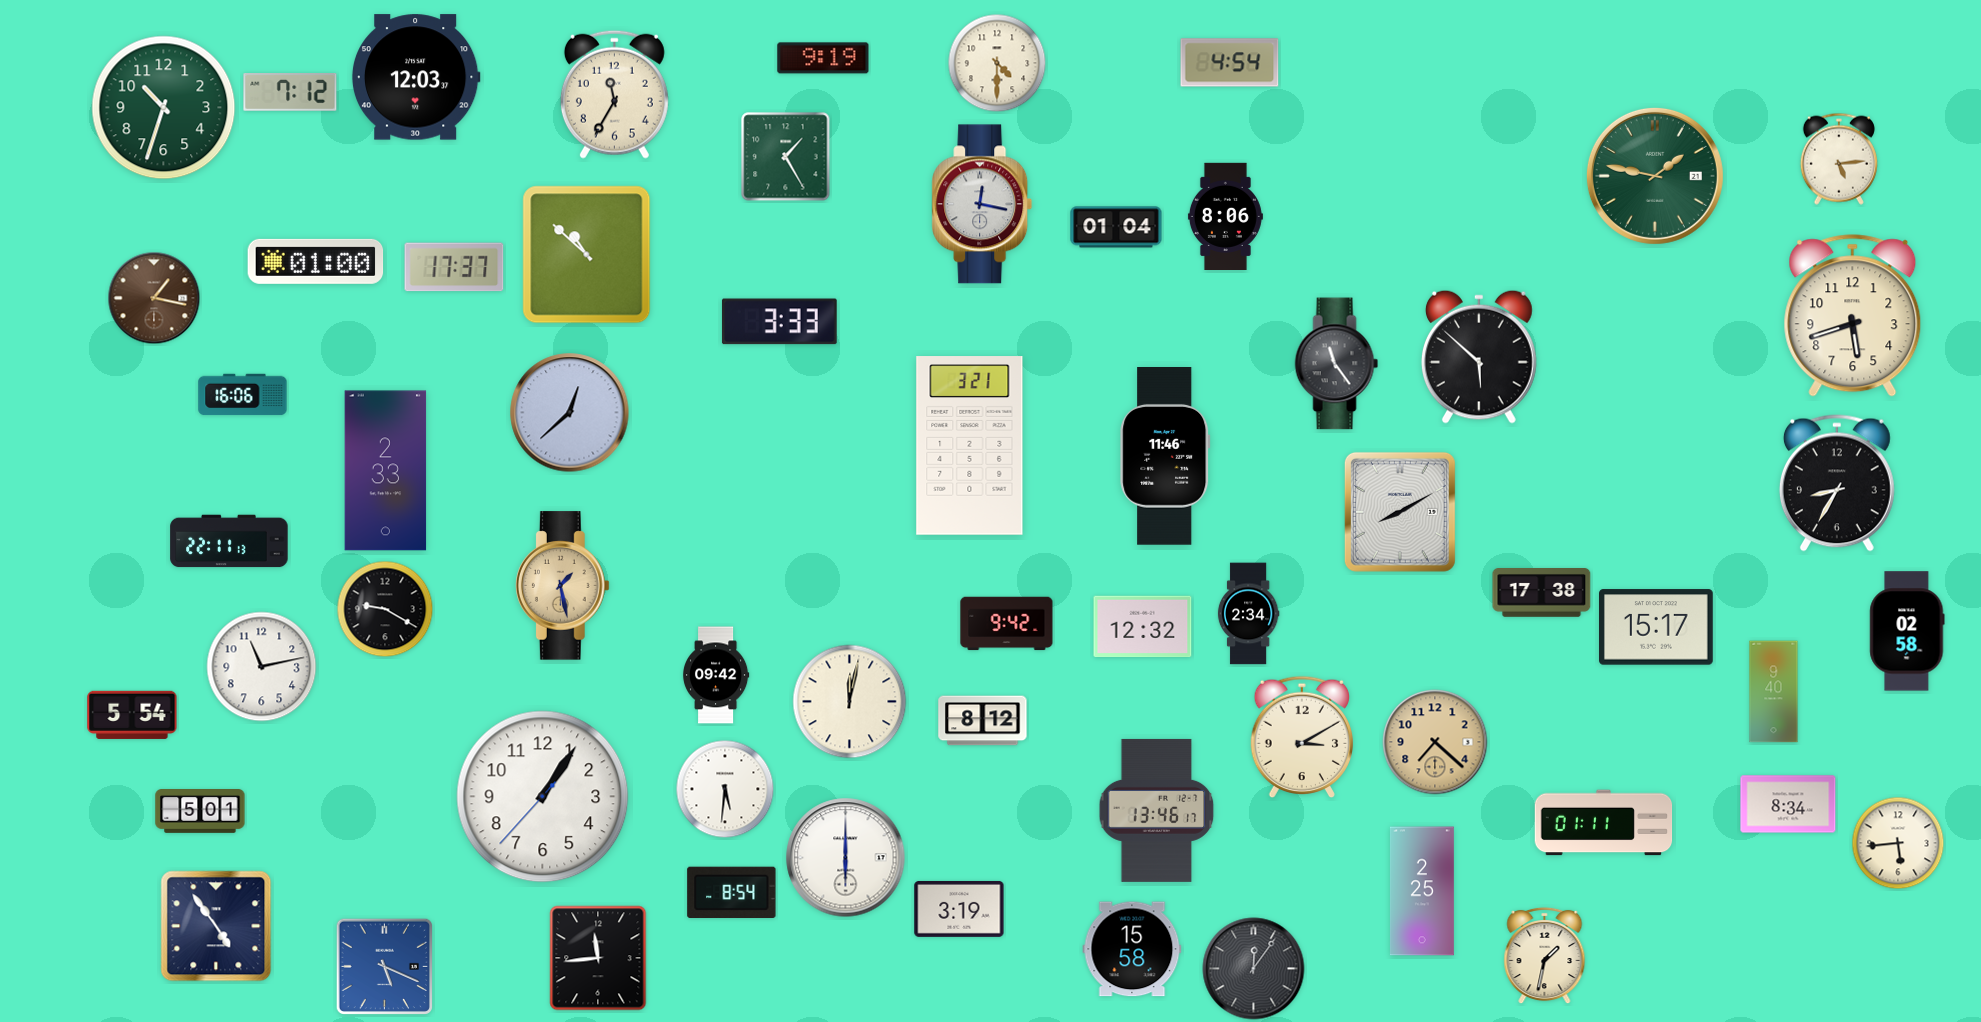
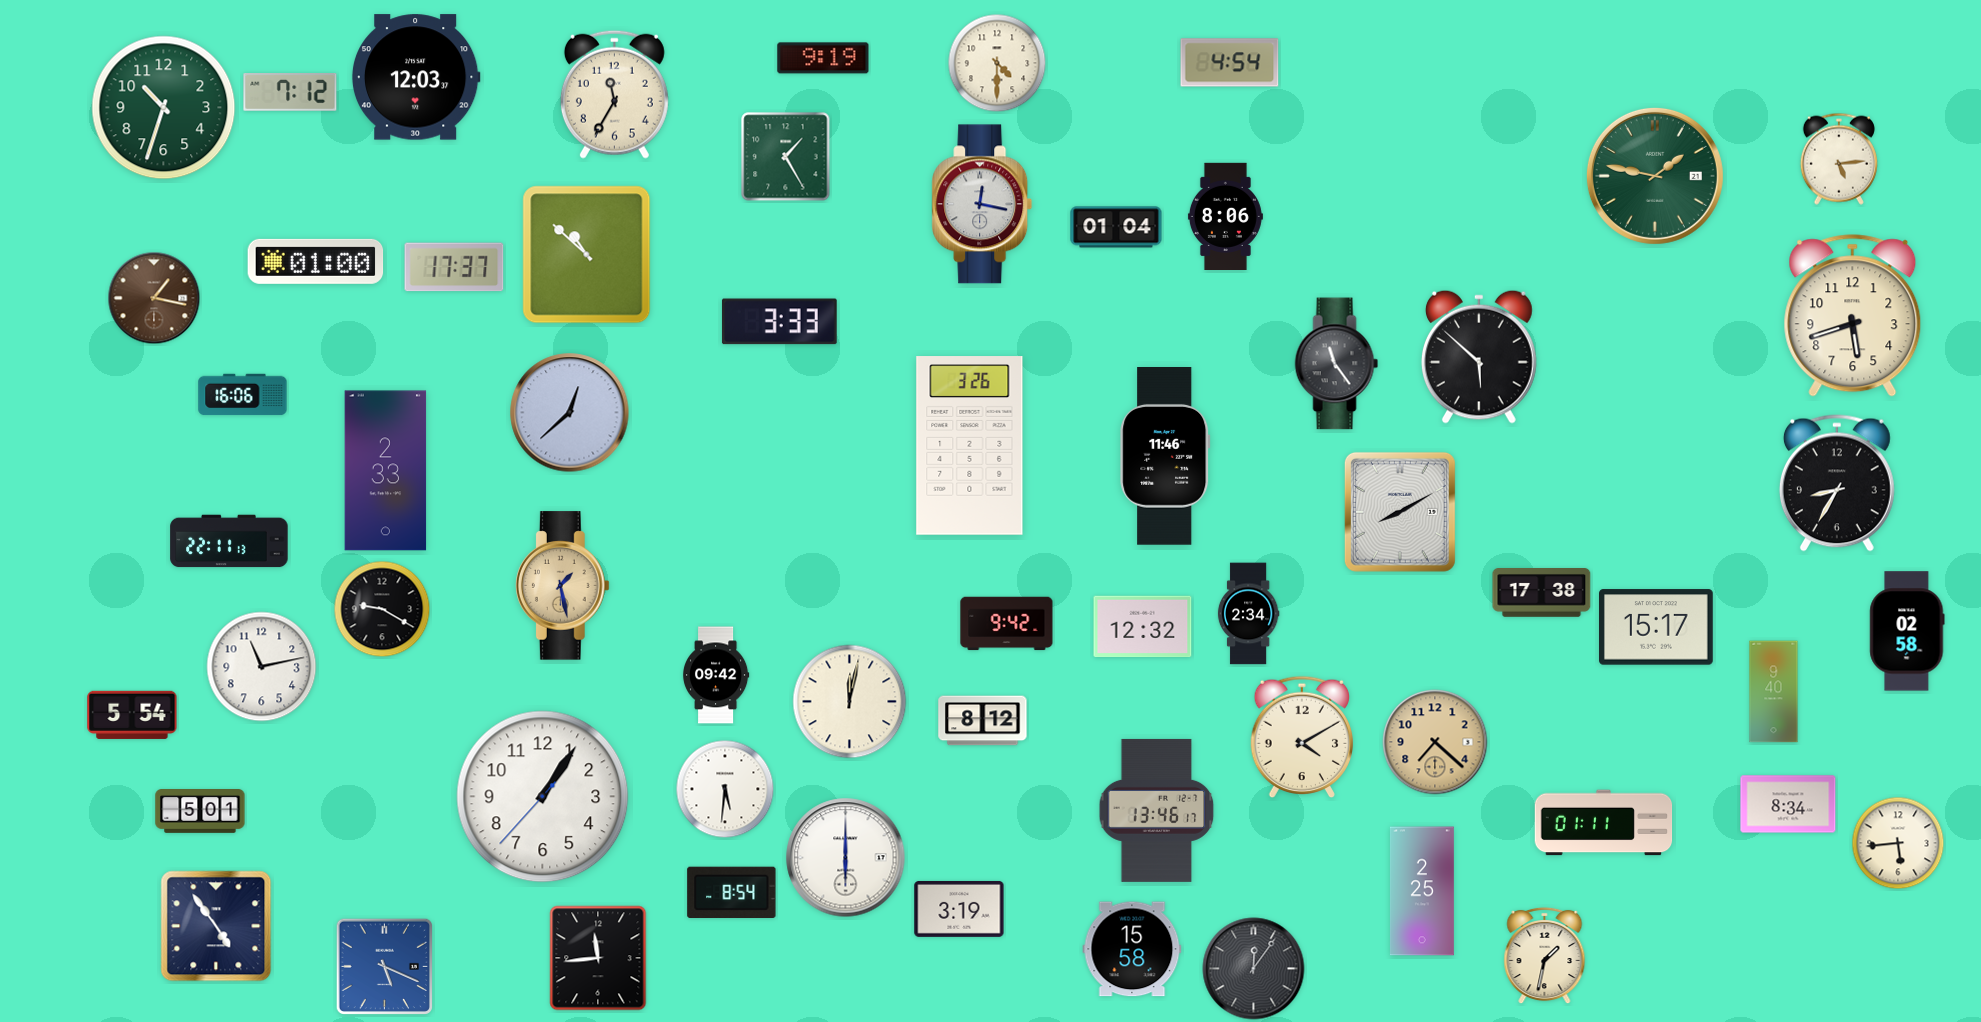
clock at (970, 446): 3:21 -> 3:26
clock at (385, 609) position: (385, 609) -> (382, 609)
clock at (1301, 737): 3:10 -> 4:10
